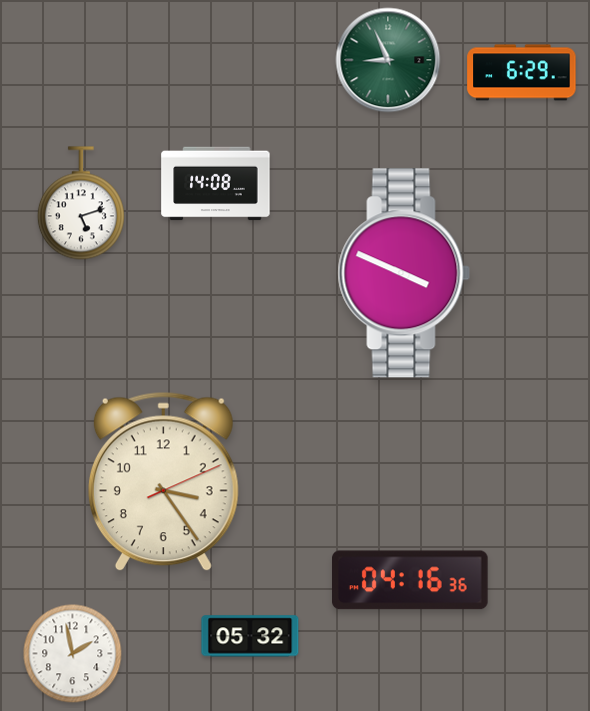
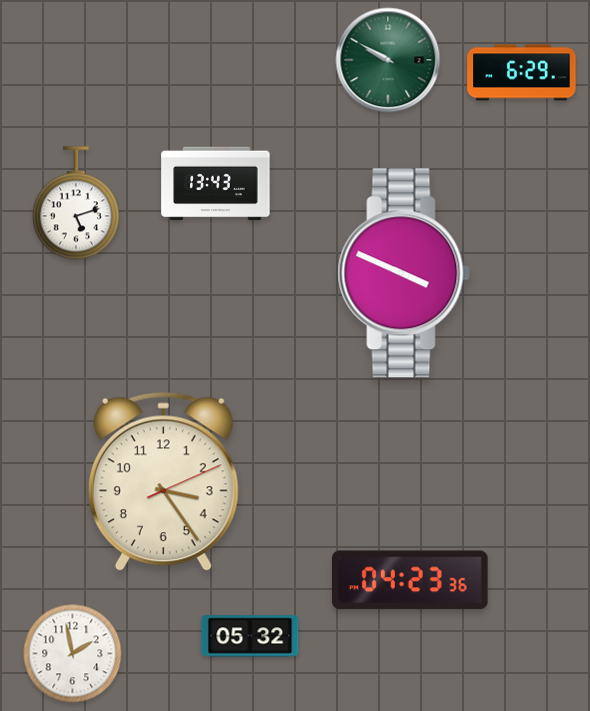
clock at (388, 60): 8:56 -> 9:50
clock at (216, 184): 14:08 -> 13:43
clock at (81, 203) position: (81, 203) -> (76, 203)
clock at (411, 580): 04:16 -> 04:23
